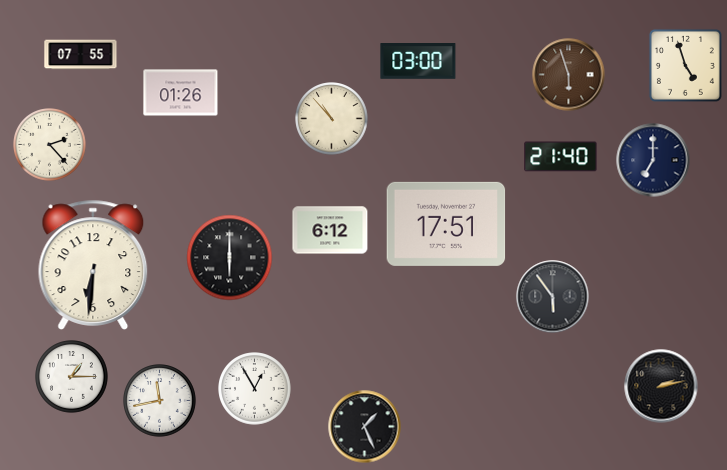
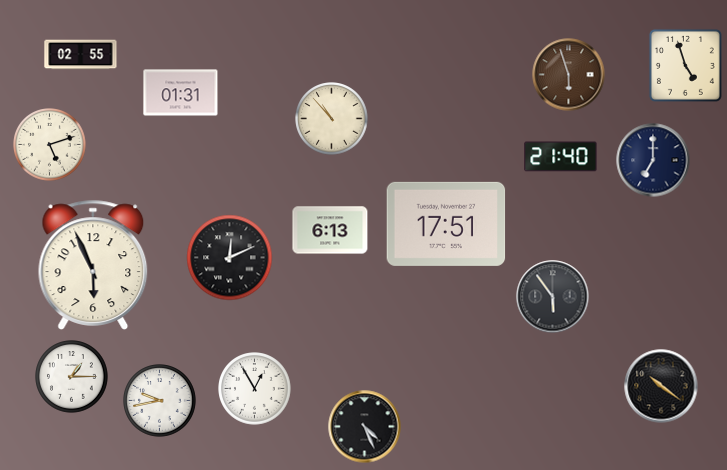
clock at (81, 55): 07:55 -> 02:55
clock at (418, 62): 03:00 -> none
clock at (181, 93): 01:26 -> 01:31
clock at (50, 145): 2:23 -> 5:12
clock at (330, 230): 6:12 -> 6:13
clock at (230, 258): 6:00 -> 12:11
clock at (93, 265): 6:31 -> 5:56
clock at (661, 386): 2:13 -> 10:21
clock at (160, 401): 11:43 -> 9:43
clock at (365, 427): 1:26 -> 4:26
